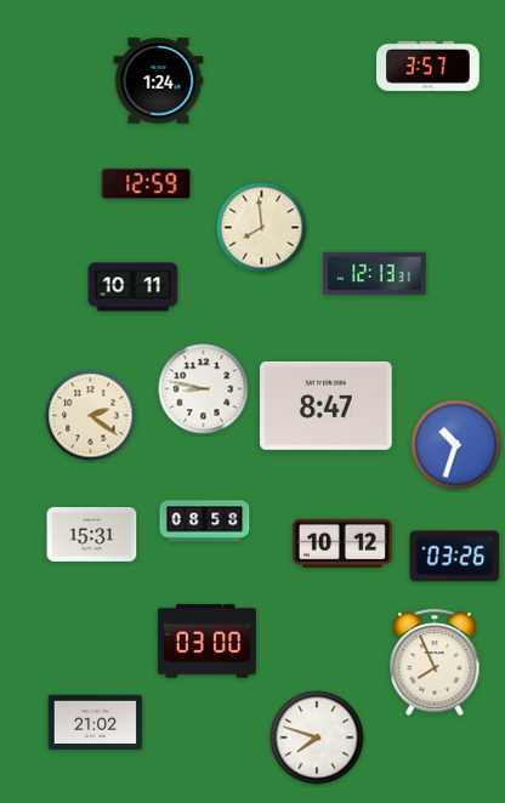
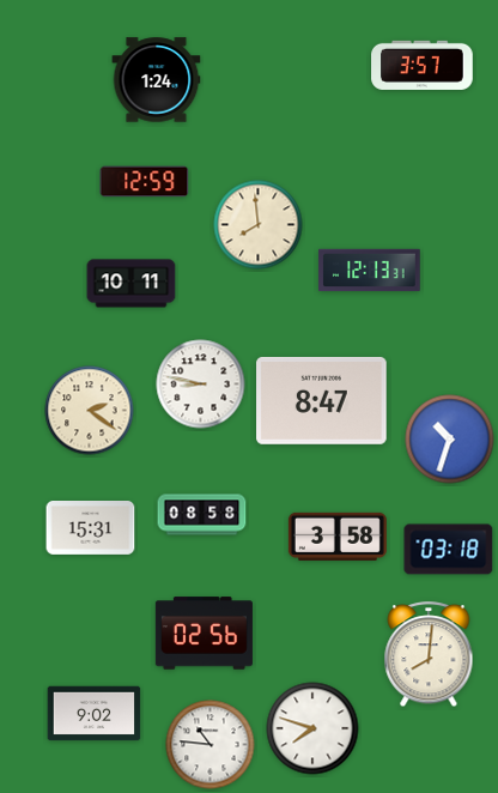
clock at (342, 543): 10:12 -> 3:58
clock at (455, 557): 03:26 -> 03:18
clock at (206, 642): 03:00 -> 02:56
clock at (435, 664): 7:56 -> 8:01
clock at (96, 723): 21:02 -> 9:02
clock at (211, 745): none -> 10:46
